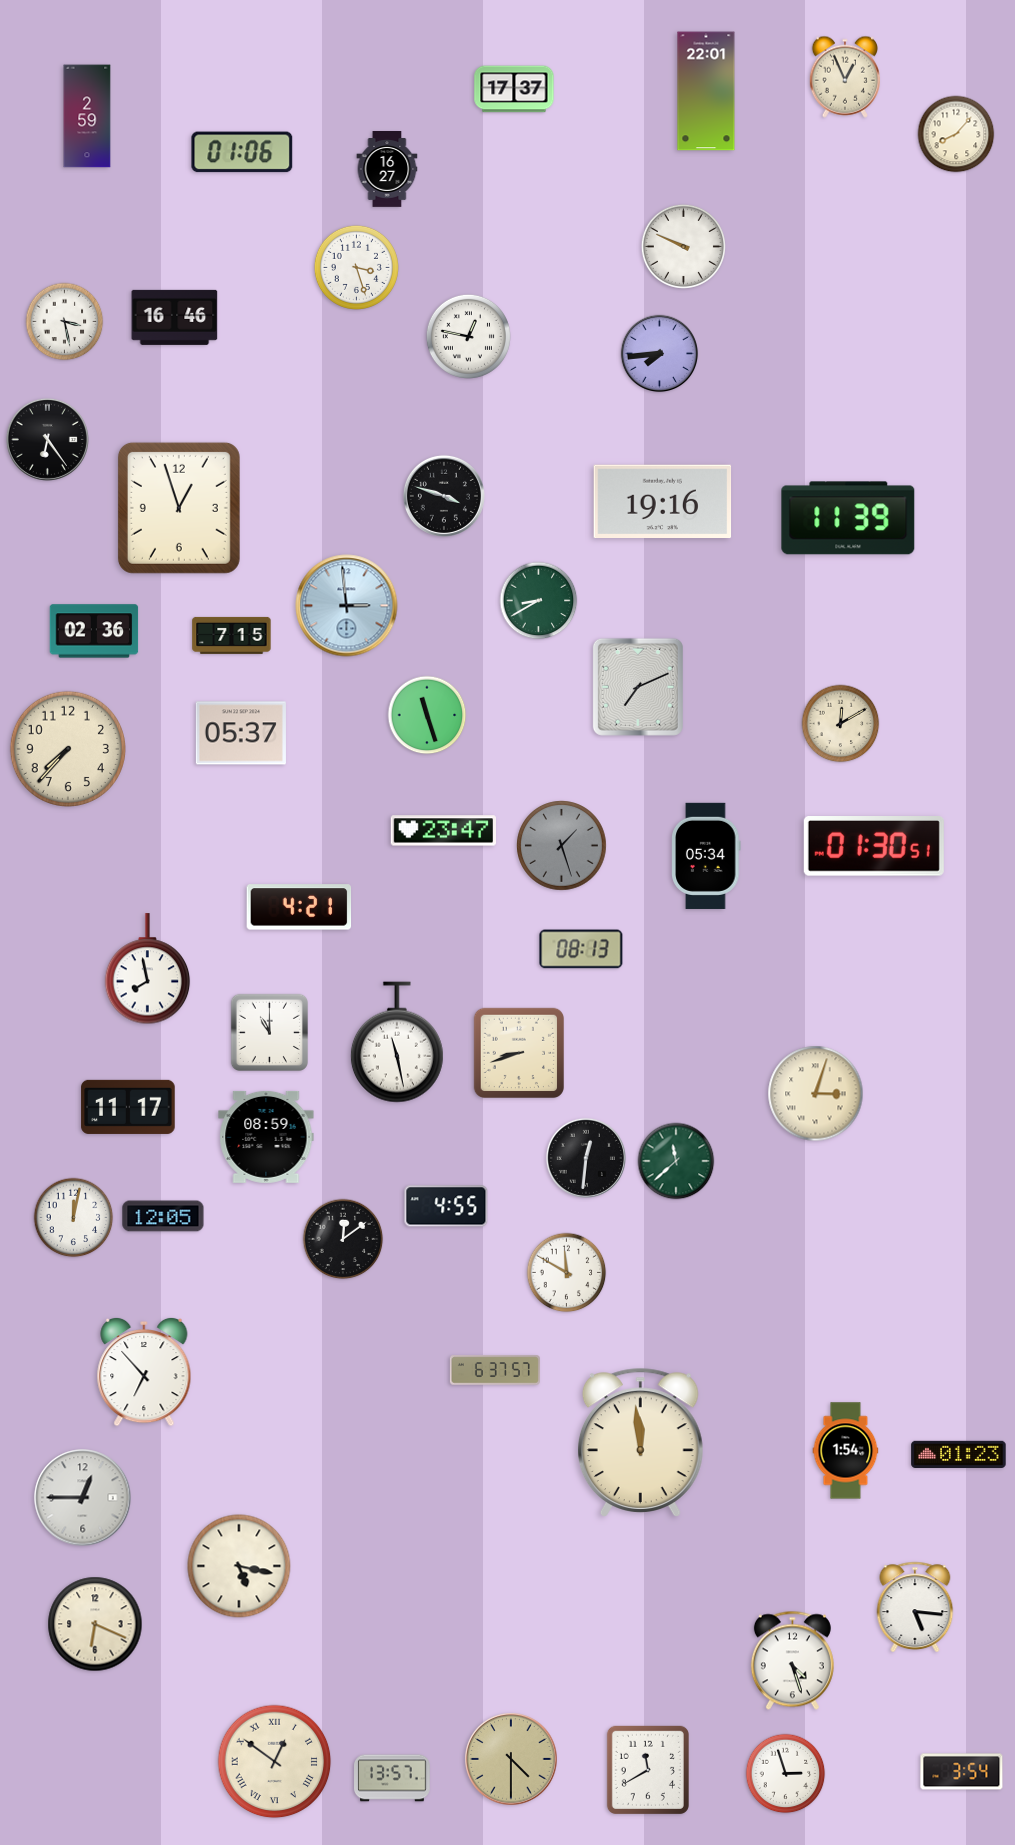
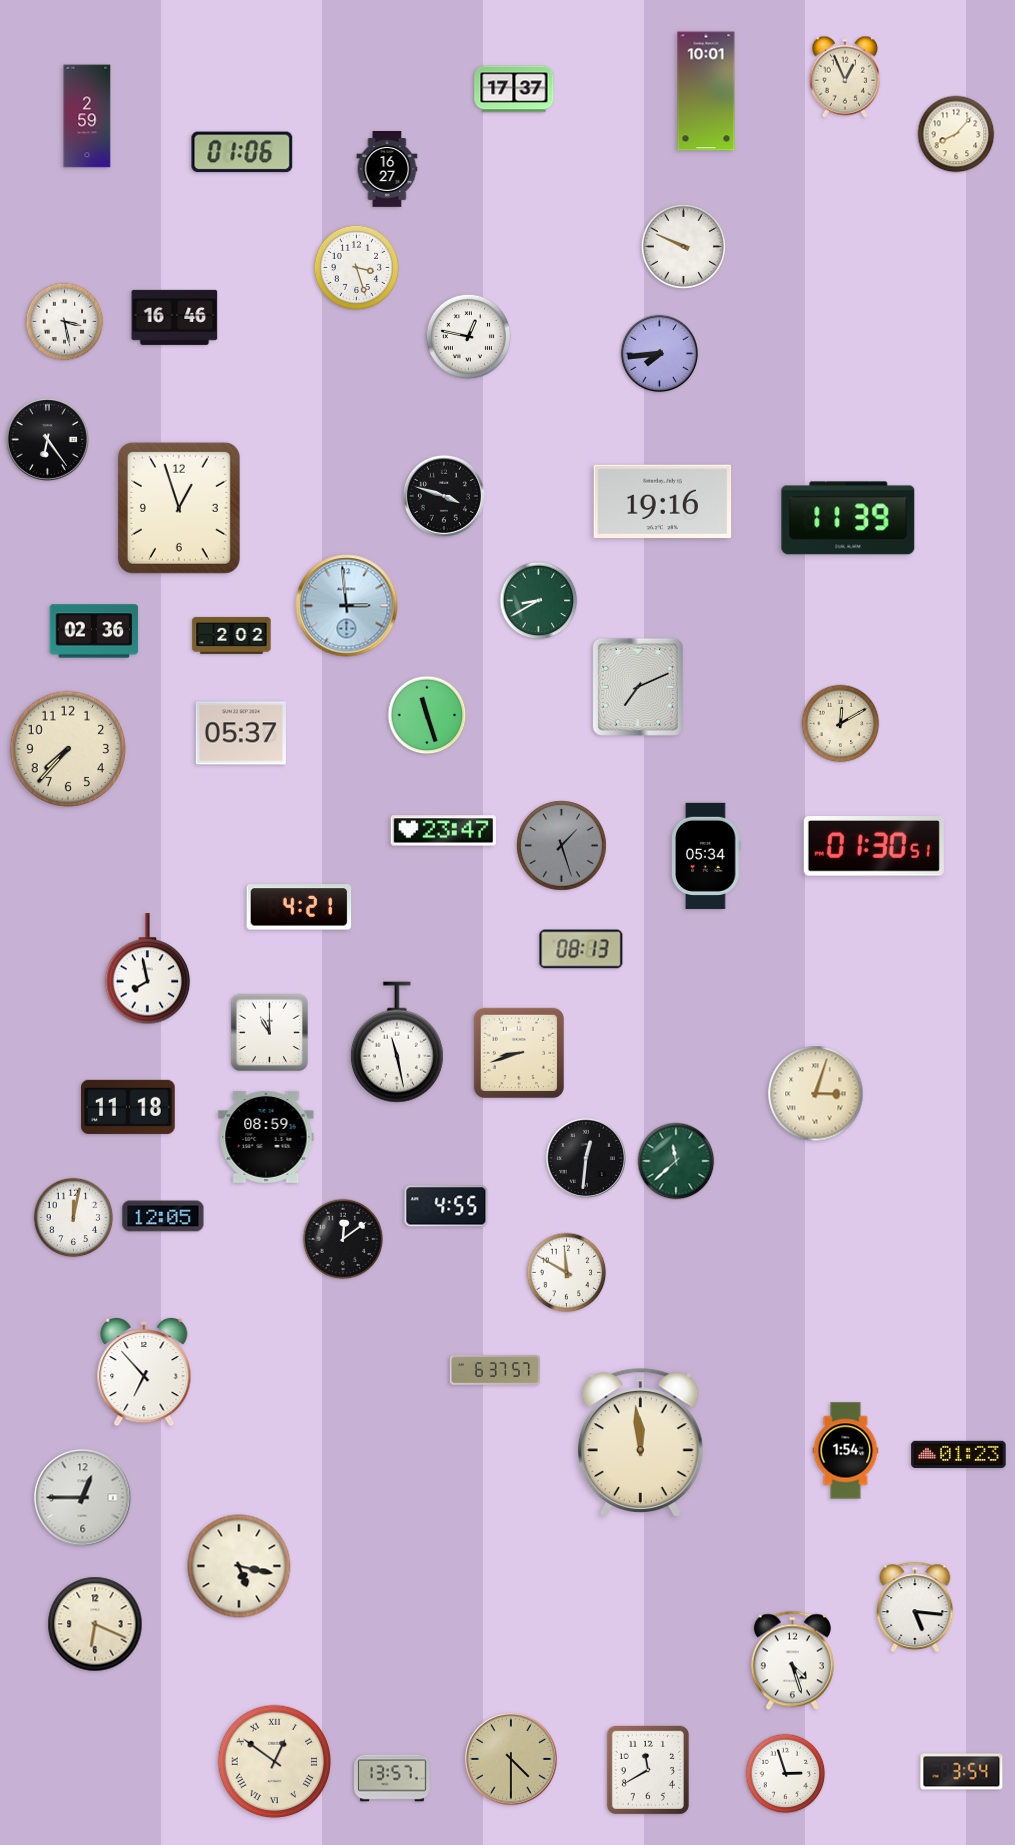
clock at (706, 91): 22:01 -> 10:01
clock at (232, 635): 7:15 -> 2:02
clock at (128, 1107): 11:17 -> 11:18
